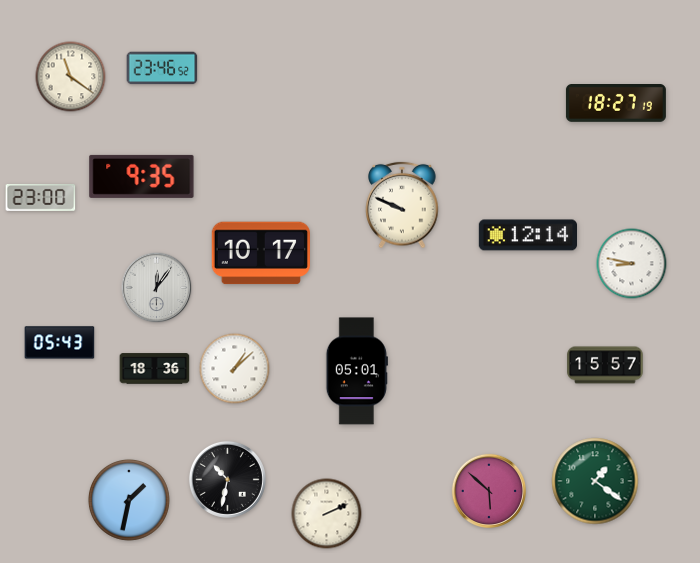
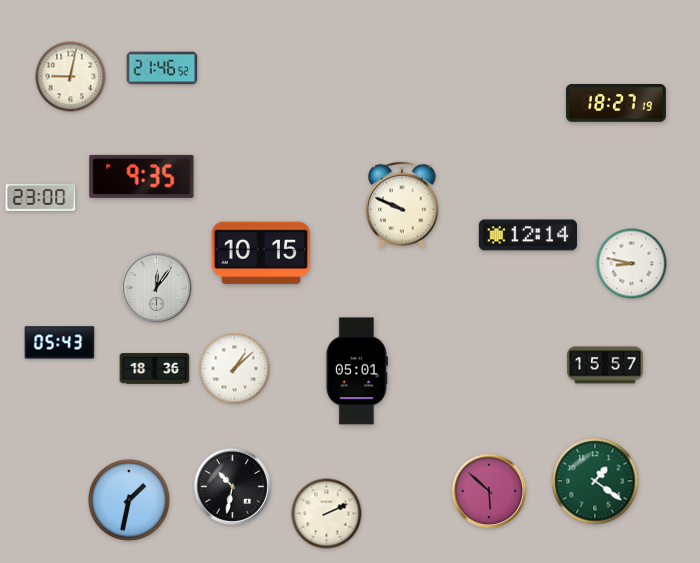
clock at (162, 68): 23:46 -> 21:46
clock at (71, 77): 11:21 -> 9:02
clock at (260, 253): 10:17 -> 10:15
clock at (227, 479) position: (227, 479) -> (232, 486)
